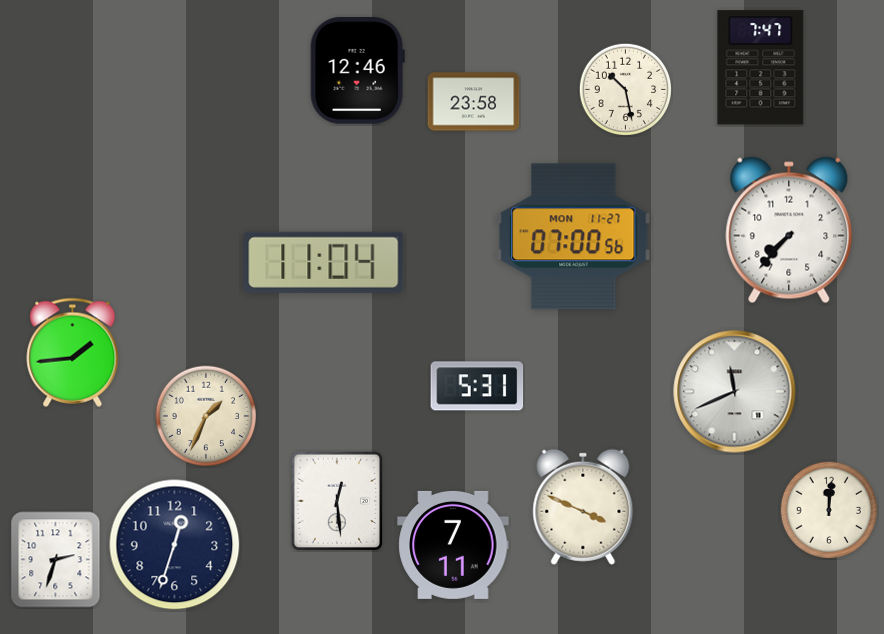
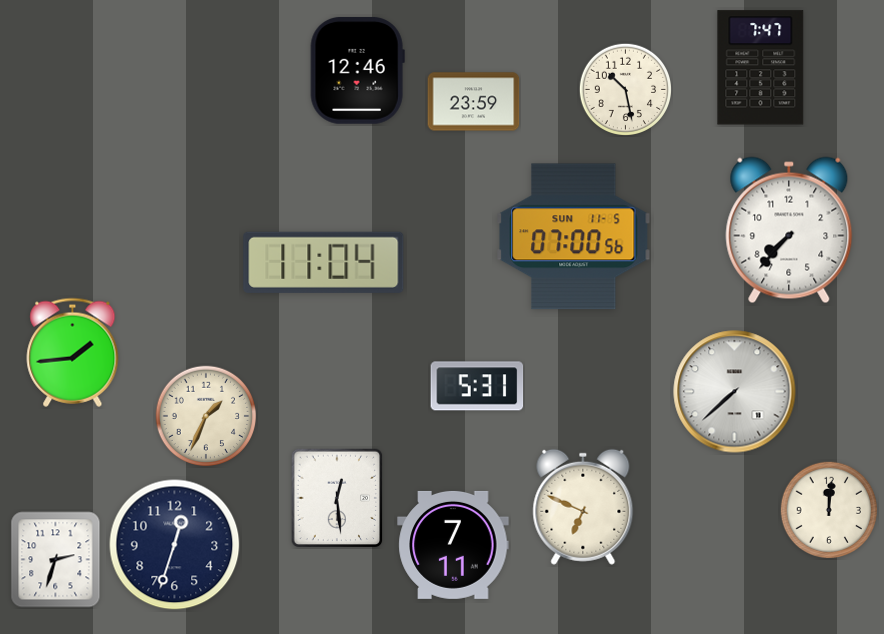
clock at (474, 102): 23:58 -> 23:59
clock at (574, 237) date: MON 11-27 -> SUN 11-5
clock at (735, 392): 11:41 -> 7:38
clock at (337, 501) position: (337, 501) -> (337, 498)
clock at (583, 507): 3:49 -> 6:49
